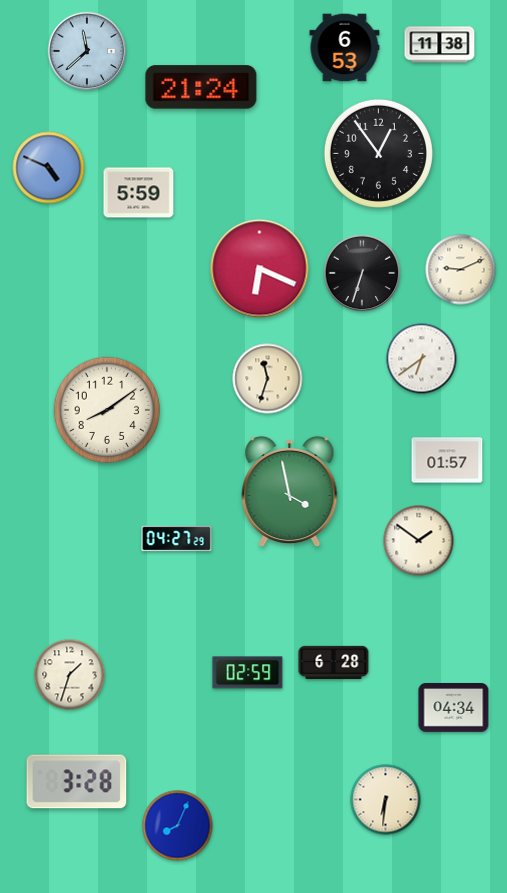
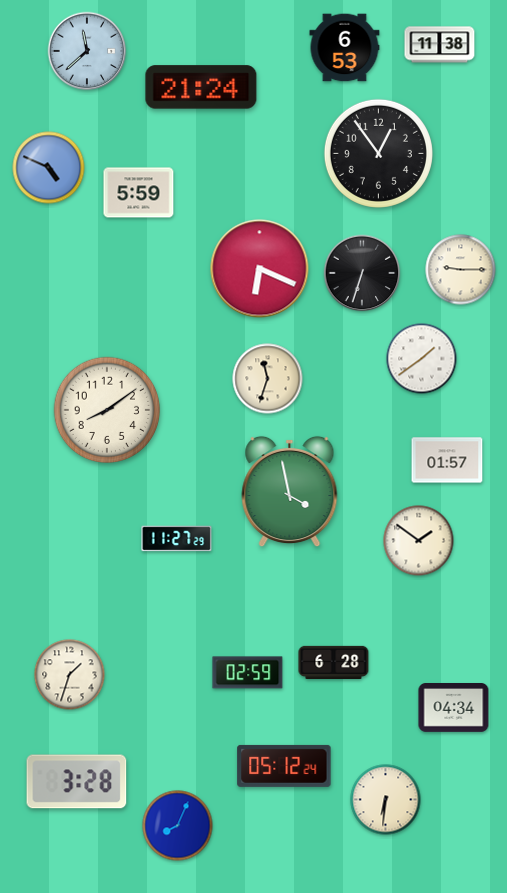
clock at (461, 270): 9:11 -> 9:15
clock at (422, 359): 6:39 -> 1:39
clock at (177, 539): 04:27 -> 11:27
clock at (284, 766): none -> 05:12
